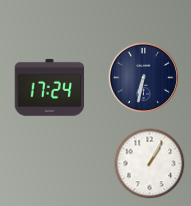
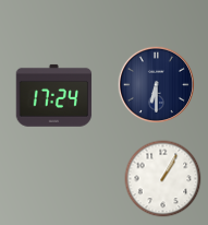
clock at (143, 77): 6:32 -> 6:30
